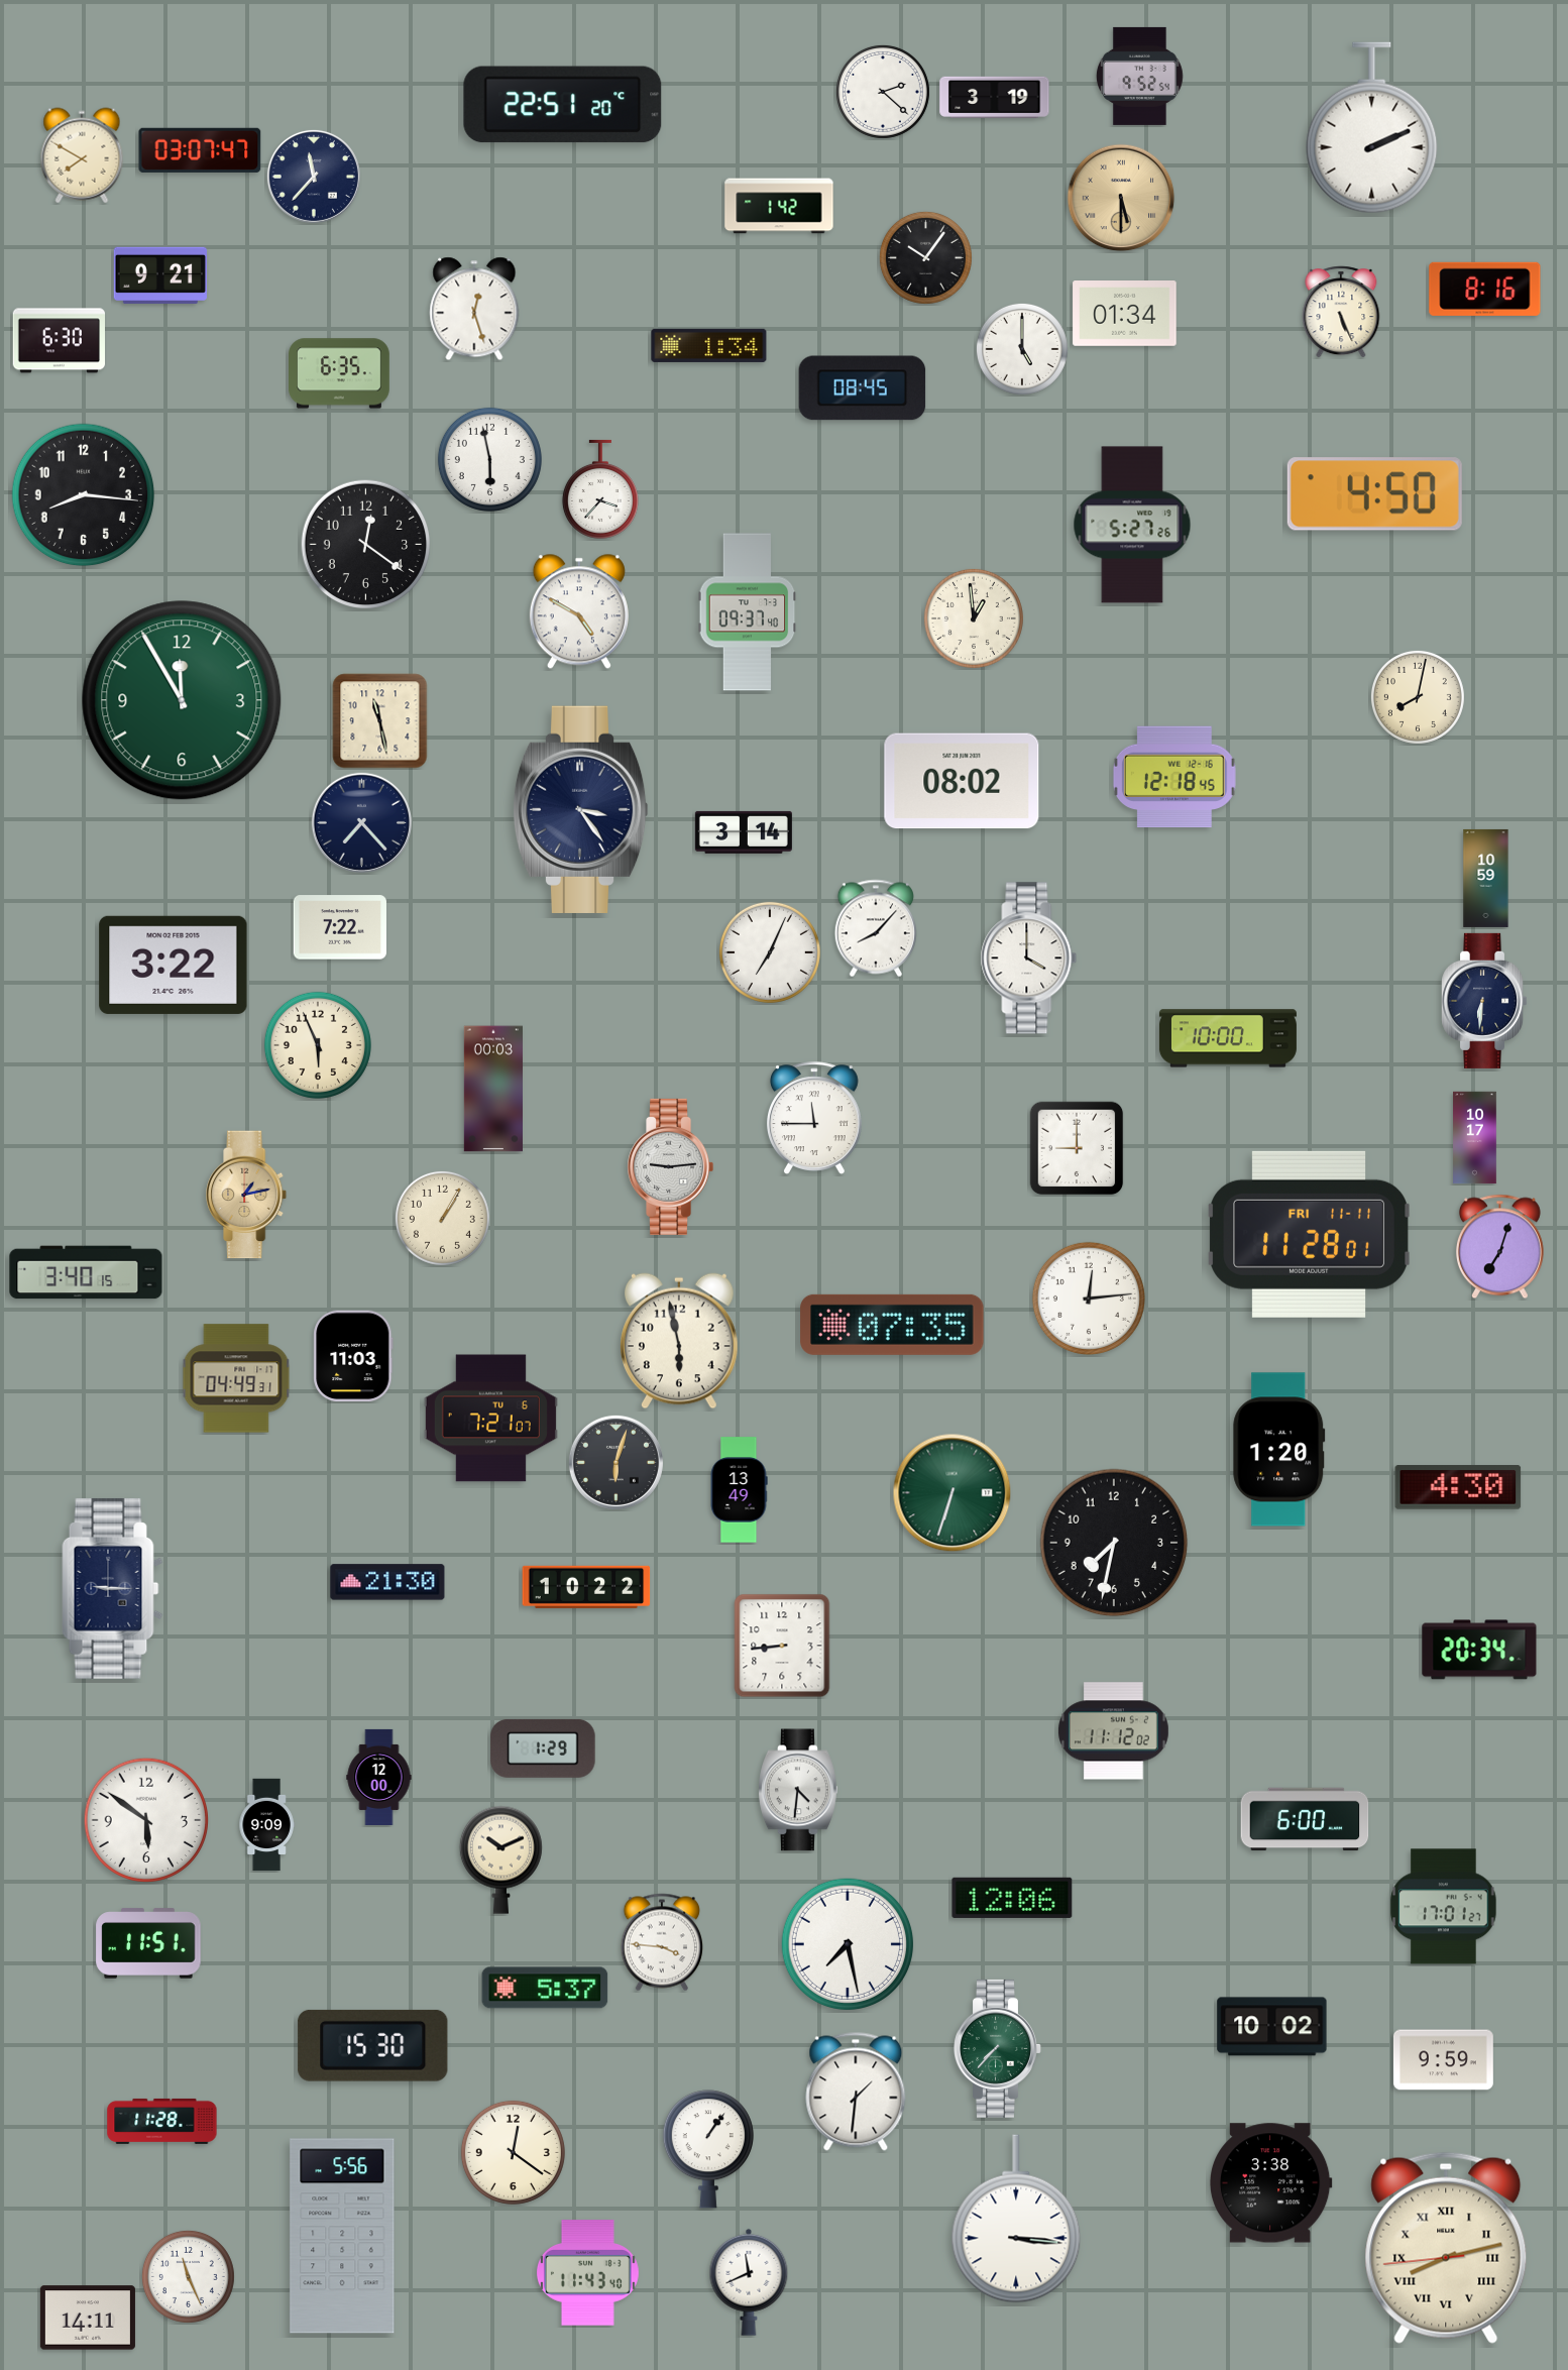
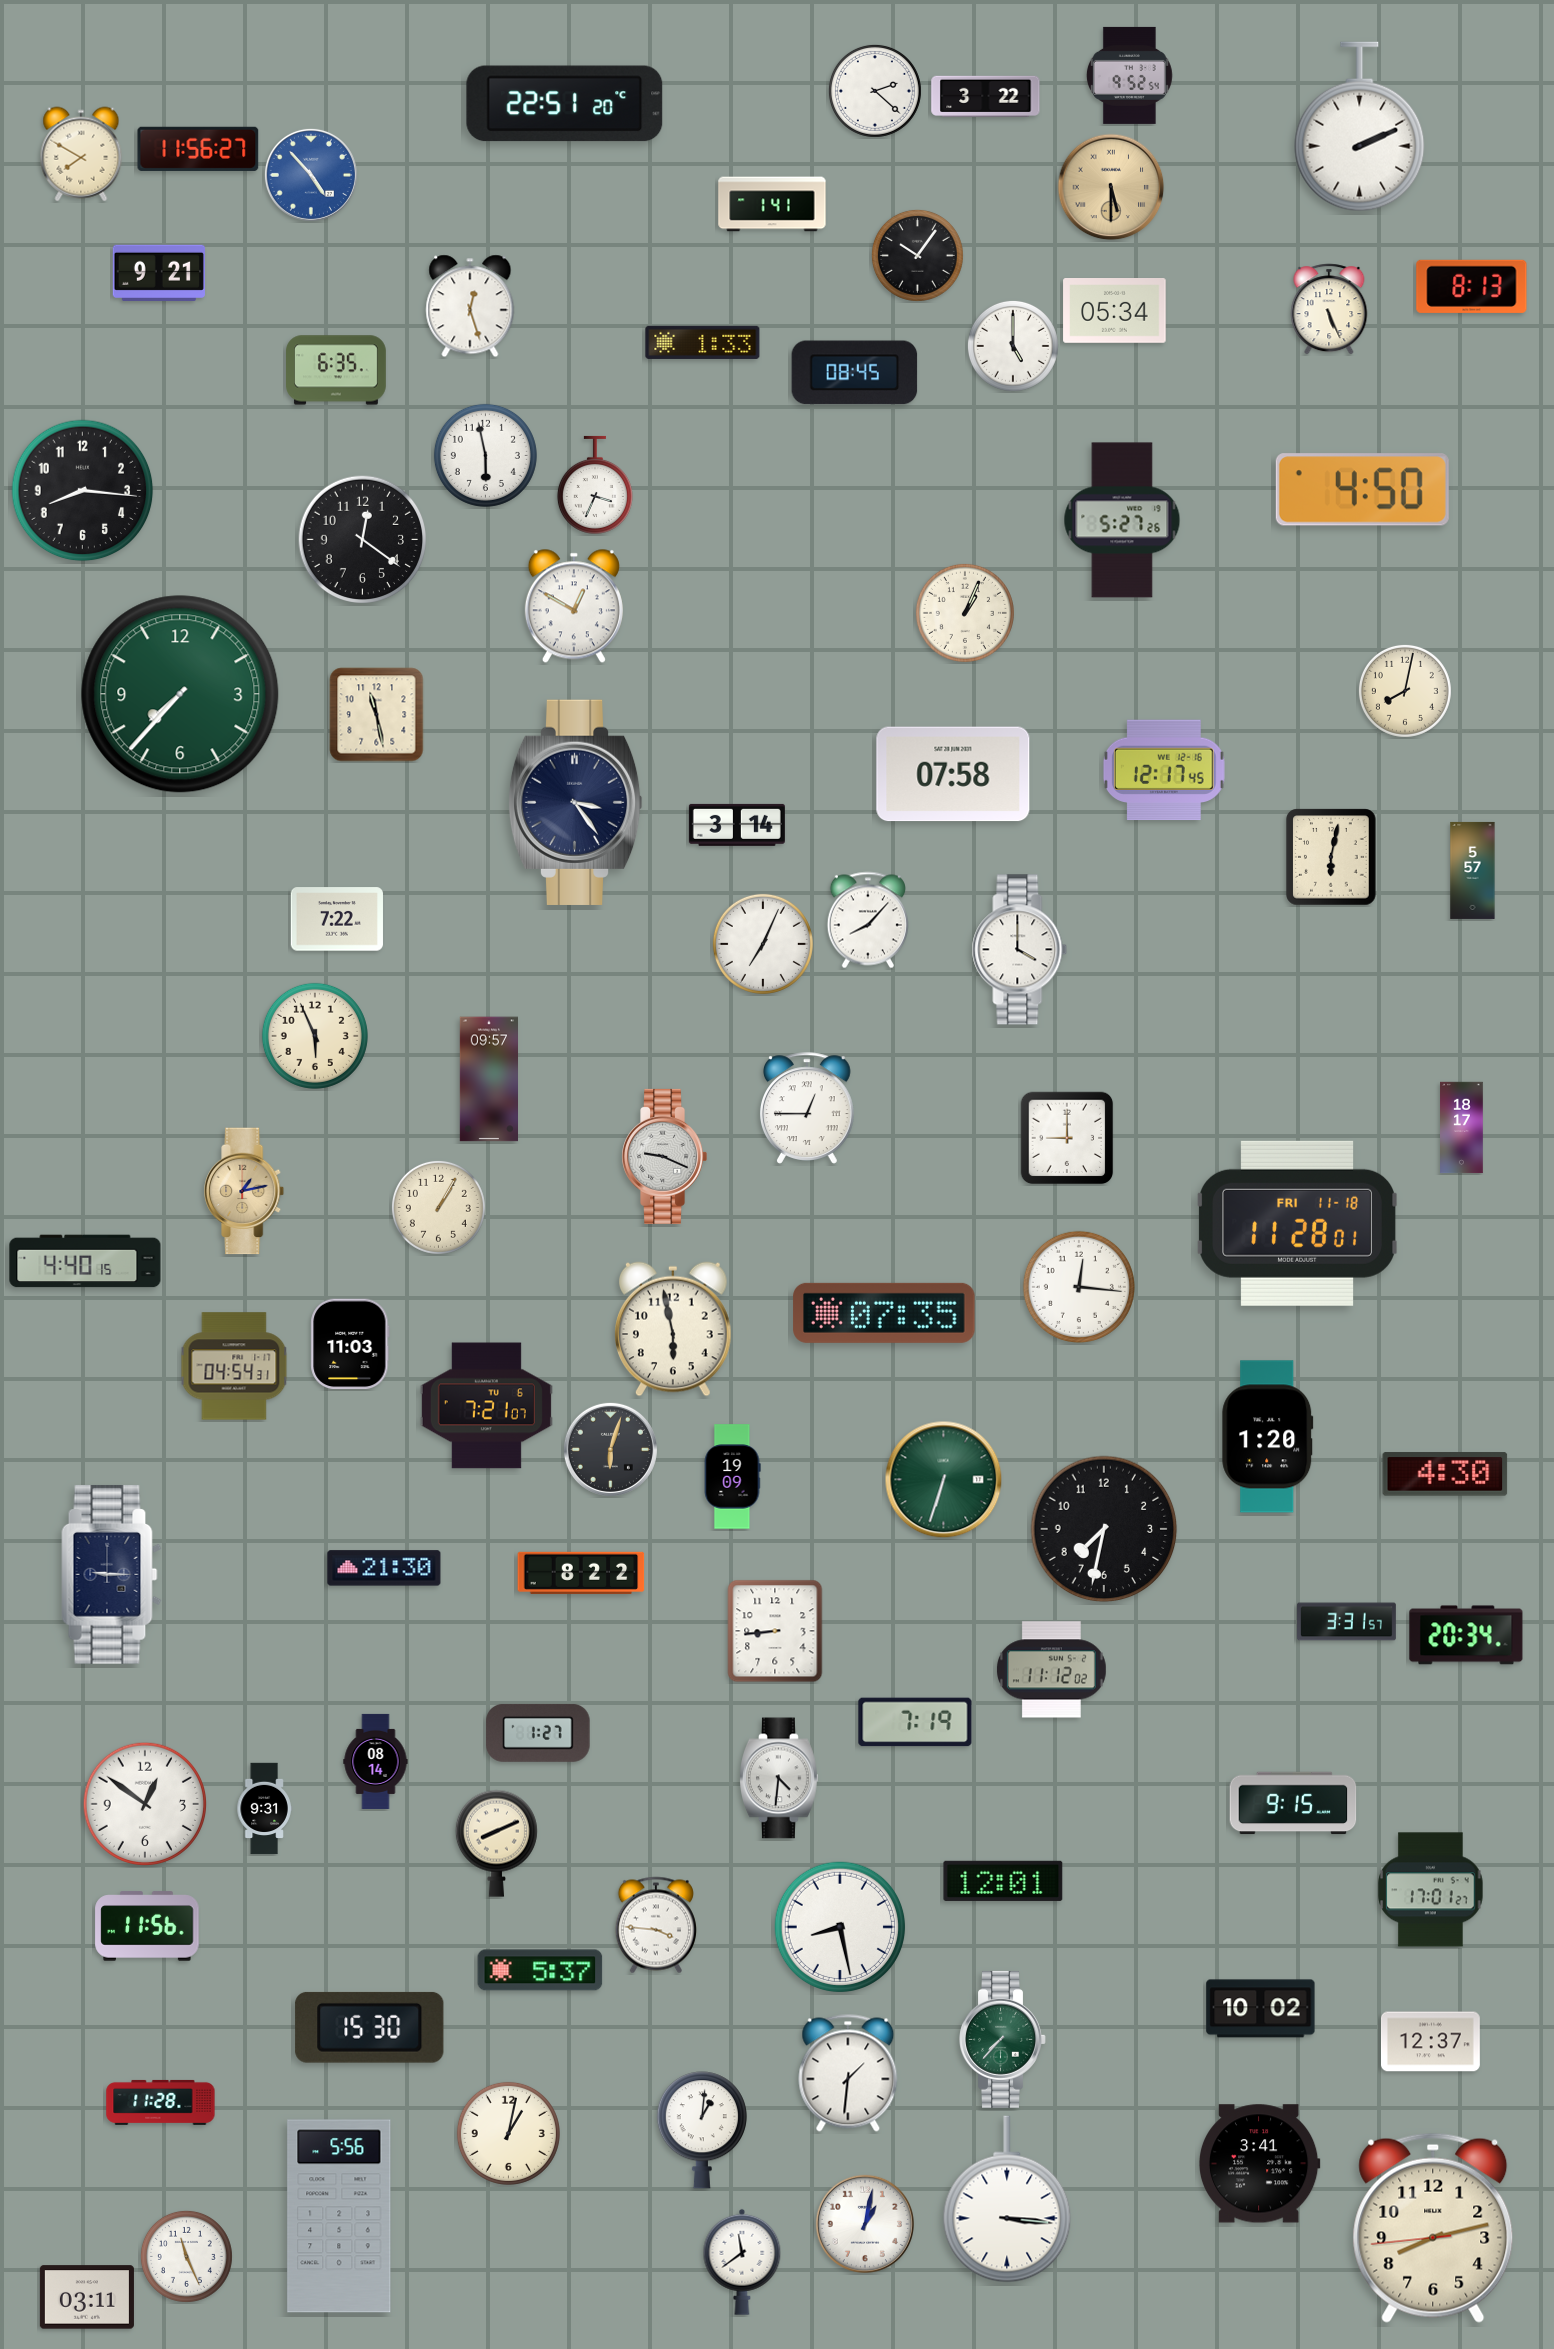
clock at (995, 97): 3:19 -> 3:22
clock at (563, 105) position: (563, 105) -> (565, 104)
clock at (200, 150): 03:07 -> 11:56
clock at (314, 177): 11:37 -> 4:53
clock at (314, 177) dial: navy -> blue
clock at (1121, 198) position: (1121, 198) -> (1111, 187)
clock at (779, 206): 1:42 -> 1:41
clock at (1485, 289): 8:16 -> 8:13
clock at (1125, 314): 01:34 -> 05:34
clock at (59, 341): 6:30 -> none
clock at (709, 345): 1:34 -> 1:33
clock at (863, 388) position: (863, 388) -> (855, 373)
clock at (600, 489): 3:37 -> 3:34
clock at (579, 611): 4:50 -> 12:50
clock at (748, 612): 09:37 -> none
clock at (974, 618): 12:59 -> 1:04
clock at (182, 700): 11:55 -> 7:37
clock at (1174, 777): 12:18 -> 12:17
clock at (962, 781): 08:02 -> 07:58
clock at (361, 822): 7:23 -> none
clock at (1331, 857): none -> 6:02
clock at (1486, 878): 10:59 -> 5:57
clock at (174, 965): 3:22 -> none
clock at (1484, 1001): 6:31 -> none
clock at (1228, 1038): 10:00 -> none
clock at (492, 1089): 00:03 -> 09:57
clock at (814, 1118): 11:45 -> 12:45
clock at (1475, 1138): 10:17 -> 18:17
clock at (670, 1166): 9:14 -> 9:19
clock at (247, 1195) position: (247, 1195) -> (245, 1191)
clock at (1309, 1234) date: FRI 11-11 -> FRI 11-18
clock at (1499, 1247): 7:03 -> none
clock at (86, 1272): 3:40 -> 4:40
clock at (1089, 1299): 12:14 -> 12:16
clock at (236, 1378): 04:49 -> 04:54
clock at (739, 1490): 13:49 -> 19:09
clock at (586, 1587): 10:22 -> 8:22
clock at (1347, 1622): none -> 3:31
clock at (1113, 1731) position: (1113, 1731) -> (1051, 1670)
clock at (915, 1722): none -> 7:19
clock at (543, 1748): 1:29 -> 1:27
clock at (379, 1777): 12:00 -> 08:14
clock at (799, 1790) position: (799, 1790) -> (780, 1778)
clock at (145, 1819): 5:51 -> 12:51
clock at (1305, 1819): 6:00 -> 9:15
clock at (266, 1825): 9:09 -> 9:31
clock at (500, 1859): 10:11 -> 8:11
clock at (1012, 1898): 12:06 -> 12:01
clock at (148, 1943): 11:51 -> 11:56
clock at (848, 1944): 7:28 -> 8:28
clock at (998, 2048) position: (998, 2048) -> (1003, 2039)
clock at (1443, 2060): 9:59 -> 12:37
clock at (708, 2149): 1:06 -> 1:01
clock at (513, 2152): 12:21 -> 1:02
clock at (1270, 2183): 3:38 -> 3:41
clock at (864, 2223): none -> 1:02
clock at (1446, 2248) numerals: Roman -> Arabic
clock at (587, 2273): 11:43 -> none
clock at (749, 2282): 11:41 -> 11:39
clock at (88, 2318): 14:11 -> 03:11
